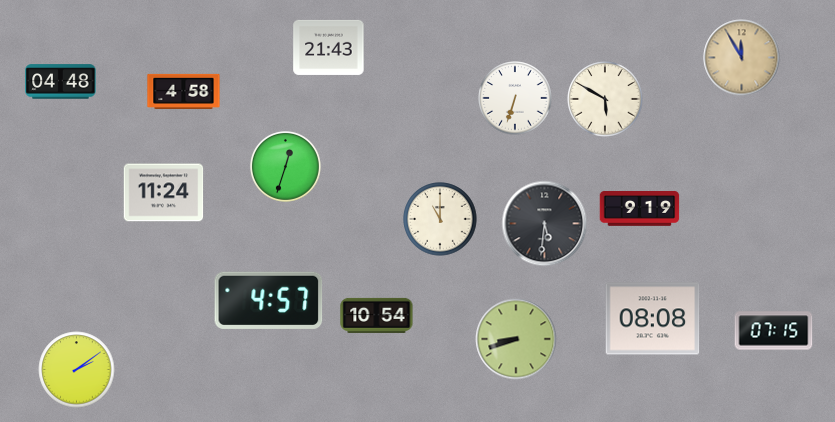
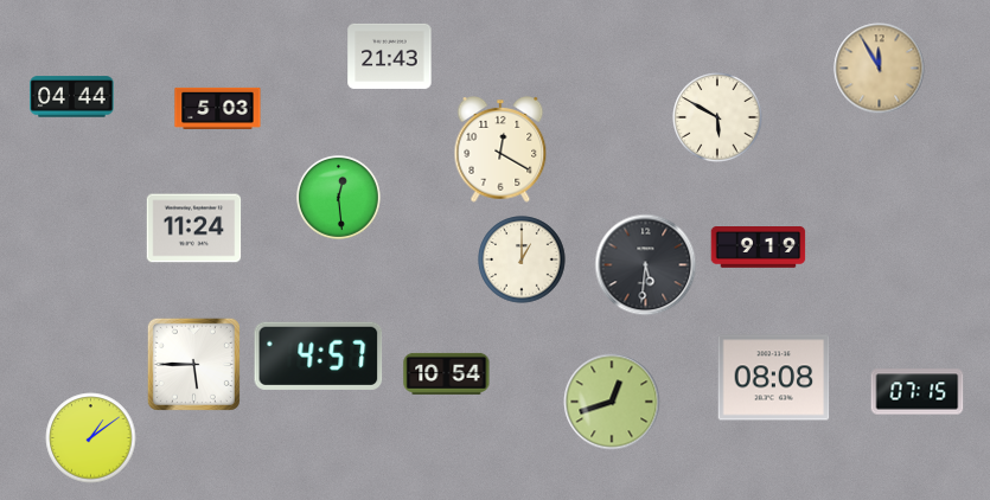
clock at (61, 82): 04:48 -> 04:44
clock at (184, 91): 4:58 -> 5:03
clock at (515, 98): 6:33 -> none
clock at (500, 149): none -> 12:20
clock at (285, 166): 12:33 -> 12:29
clock at (440, 219): 11:00 -> 1:00
clock at (193, 364): none -> 5:45
clock at (516, 339): 8:42 -> 12:42
clock at (77, 370): 2:09 -> 1:09
